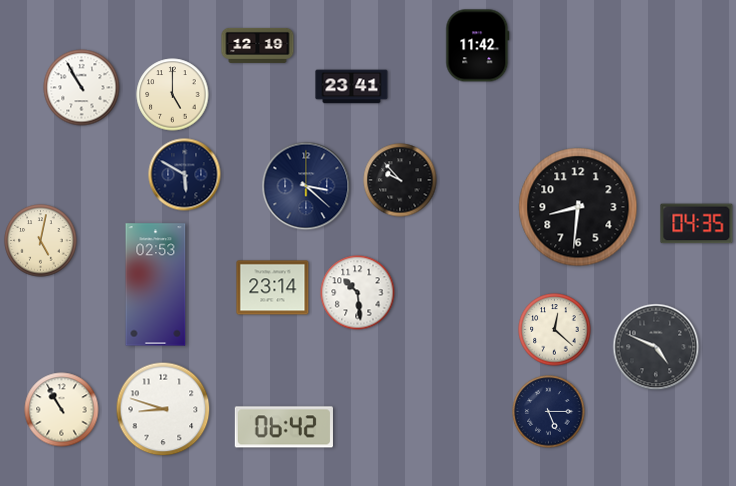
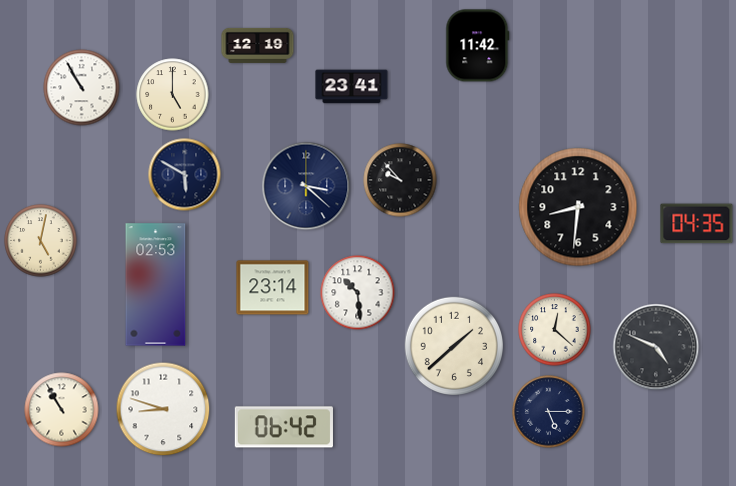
clock at (453, 346): none -> 1:38
